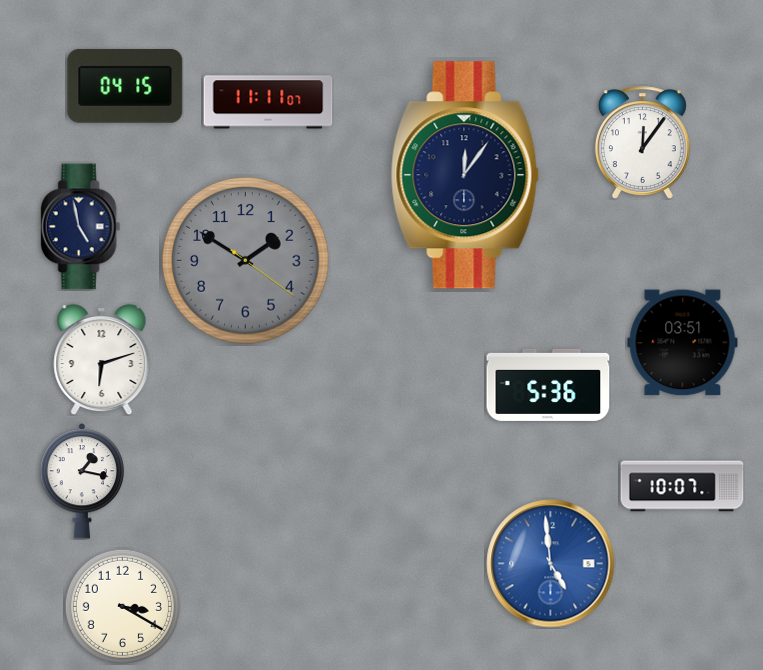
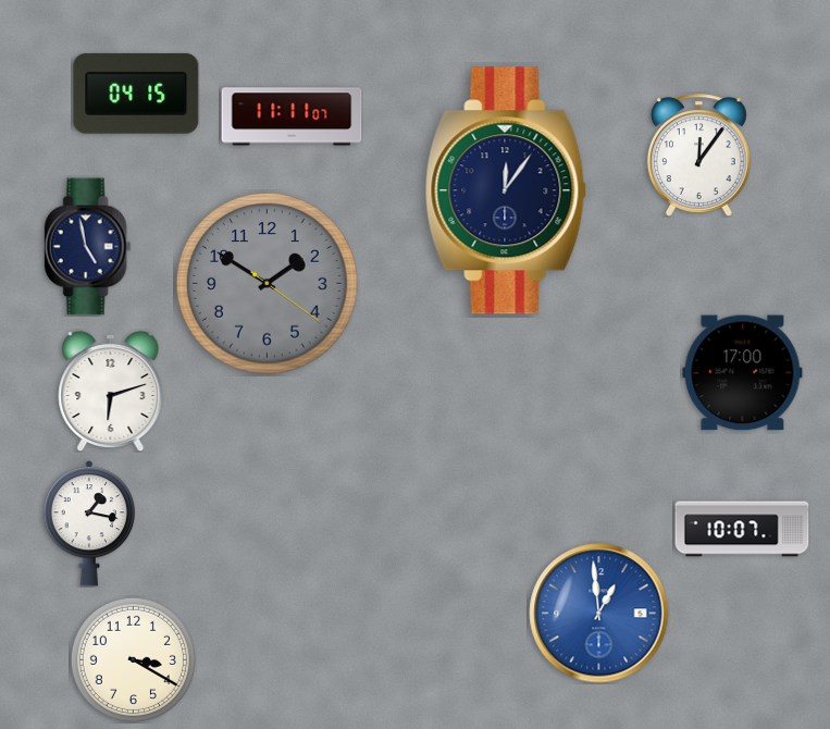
clock at (268, 102) position: (268, 102) -> (292, 116)
clock at (683, 343): 03:51 -> 17:00
clock at (548, 385): 5:36 -> none
clock at (551, 564): 4:59 -> 12:59
